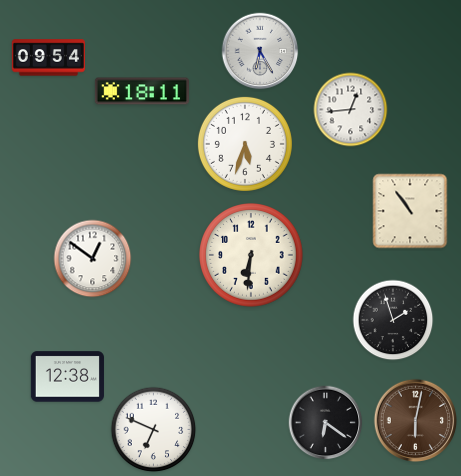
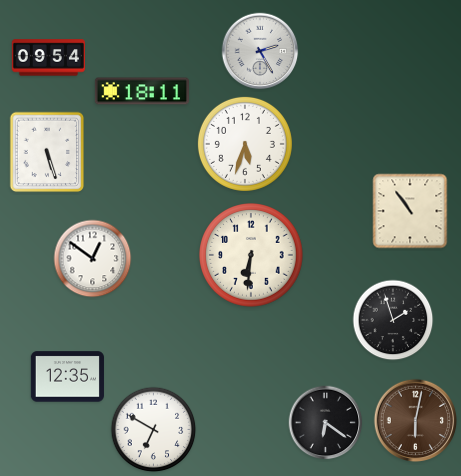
clock at (260, 51): 6:25 -> 2:25
clock at (351, 110): 12:44 -> none
clock at (47, 152): none -> 5:27
clock at (67, 377): 12:38 -> 12:35
clock at (154, 430): 6:49 -> 6:50
